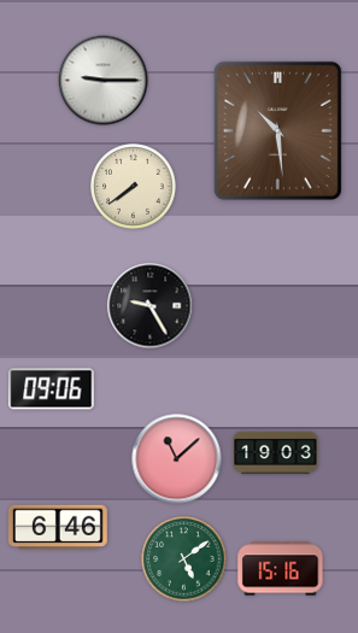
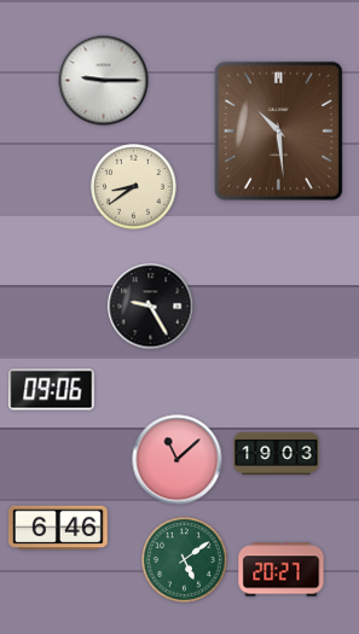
clock at (134, 187): 7:39 -> 8:39
clock at (281, 569): 15:16 -> 20:27
